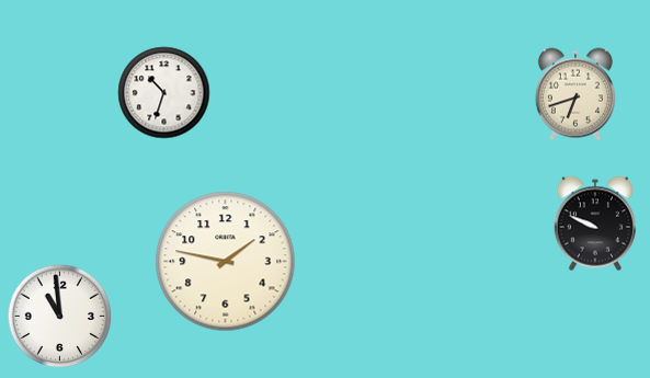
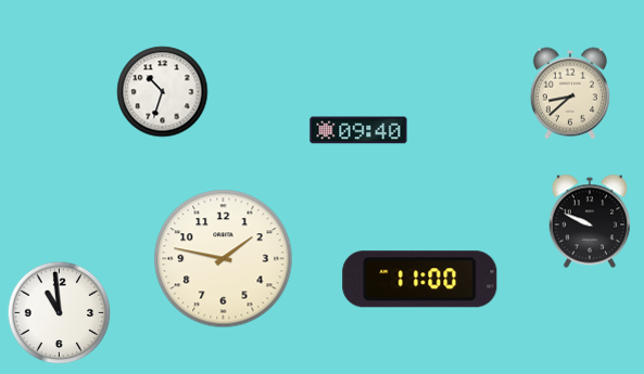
clock at (575, 94): 6:42 -> 8:38
clock at (358, 130): none -> 09:40
clock at (420, 280): none -> 11:00
